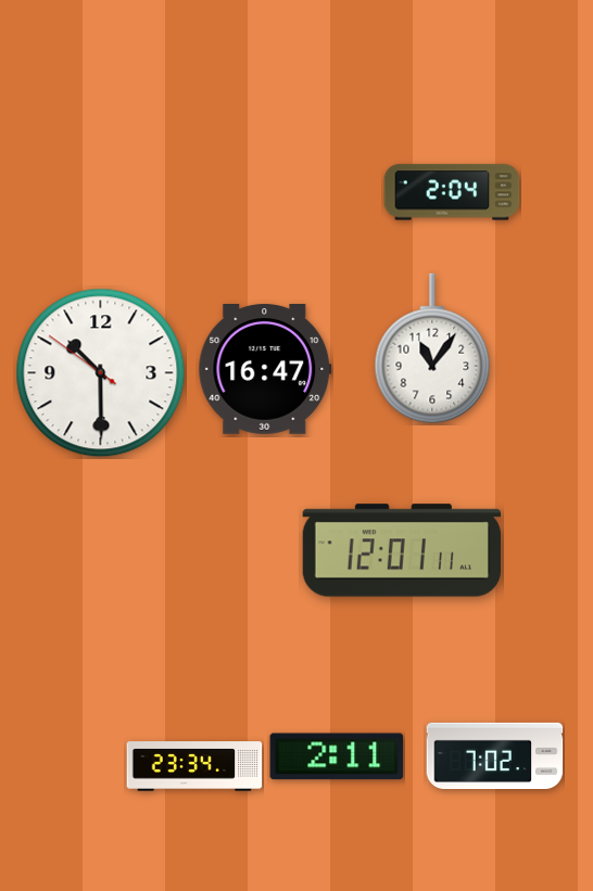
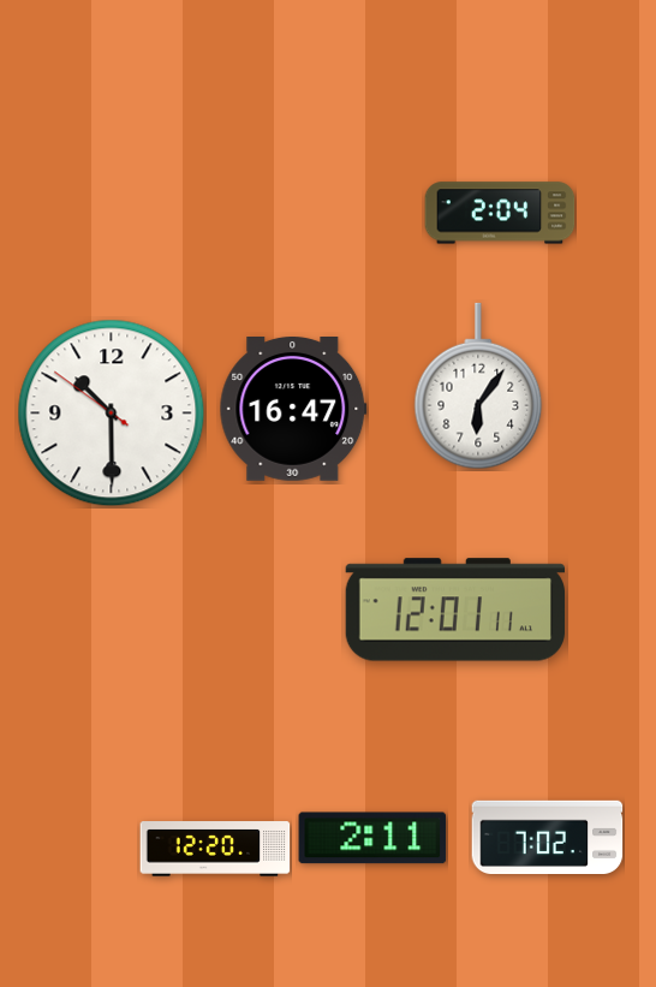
clock at (432, 348): 11:06 -> 6:06
clock at (401, 550) position: (401, 550) -> (454, 610)
clock at (194, 766): 23:34 -> 12:20
